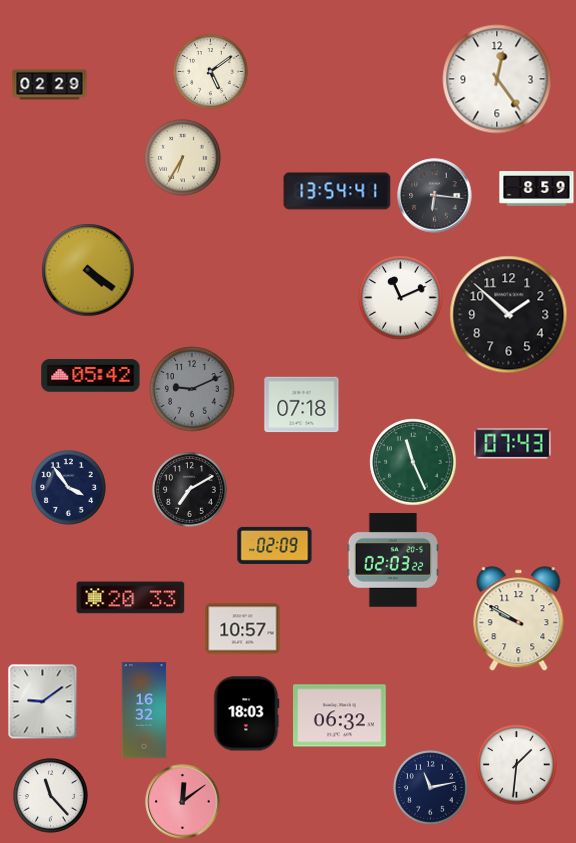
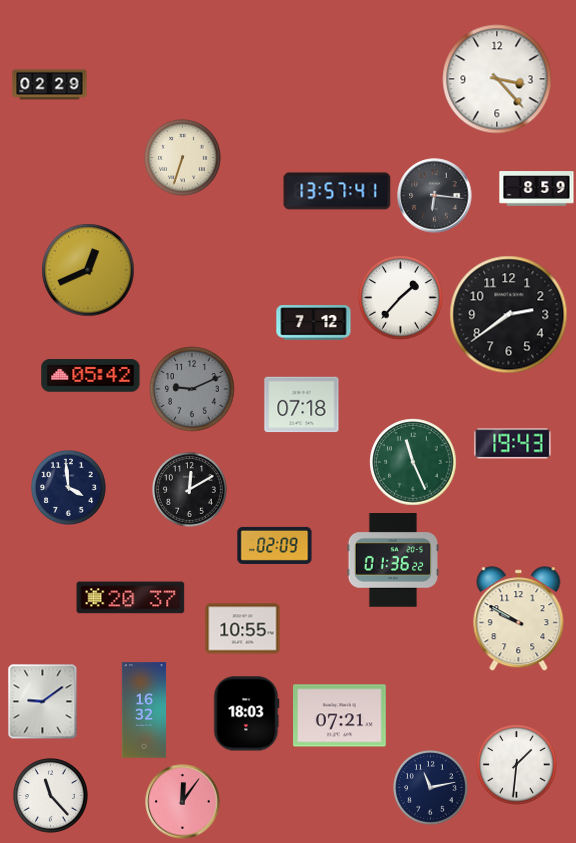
clock at (211, 72): 5:09 -> none
clock at (497, 79): 12:24 -> 3:23
clock at (183, 158): 6:35 -> 6:33
clock at (337, 191): 13:54 -> 13:57
clock at (88, 270): 4:21 -> 12:41
clock at (401, 298): 11:11 -> 1:37
clock at (509, 315): 1:52 -> 2:39
clock at (314, 323): none -> 7:12
clock at (513, 444): 07:43 -> 19:43
clock at (69, 488): 3:54 -> 3:59
clock at (190, 490): 7:10 -> 12:10
clock at (392, 560): 02:03 -> 01:36
clock at (131, 598): 20:33 -> 20:37
clock at (243, 629): 10:57 -> 10:55
clock at (340, 716): 06:32 -> 07:21
clock at (183, 802): 12:09 -> 12:06
